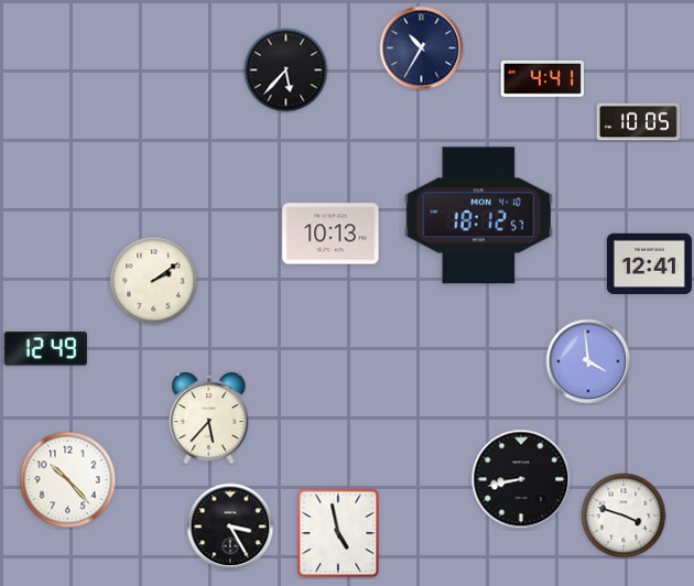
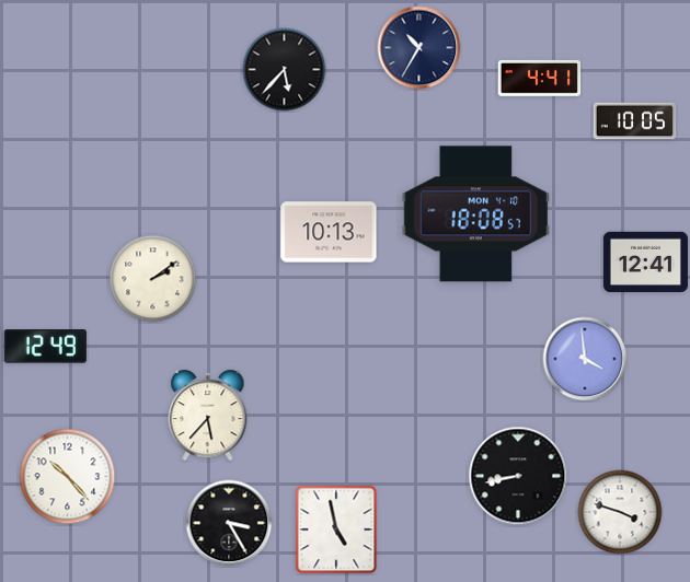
clock at (479, 216): 18:12 -> 18:08
